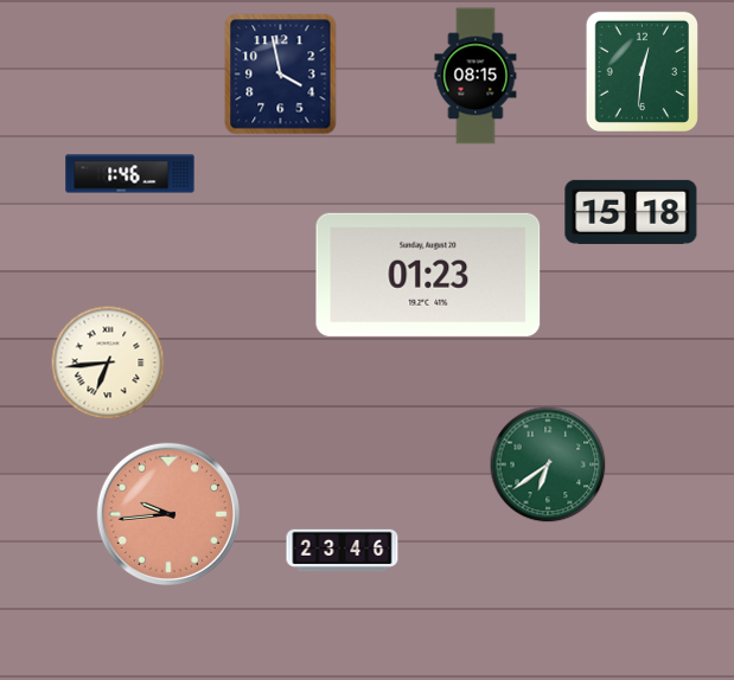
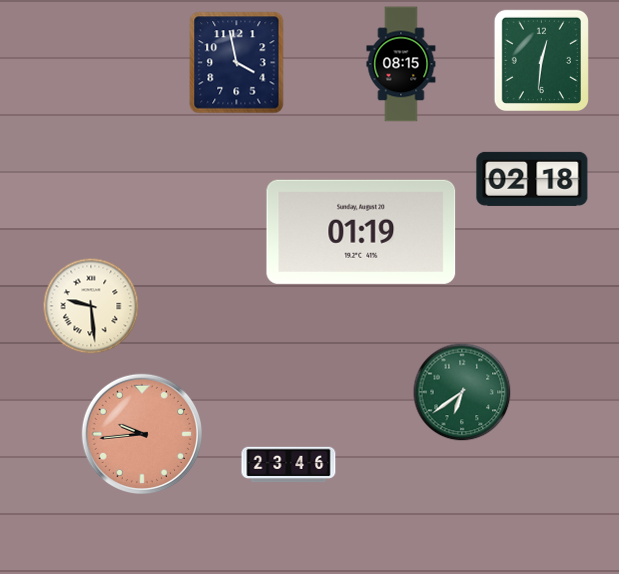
clock at (130, 174): 1:46 -> none
clock at (631, 212): 15:18 -> 02:18
clock at (428, 275): 01:23 -> 01:19
clock at (108, 363): 6:44 -> 9:29
